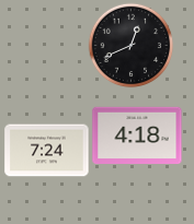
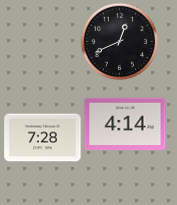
clock at (137, 135): 4:18 -> 4:14
clock at (47, 151): 7:24 -> 7:28
